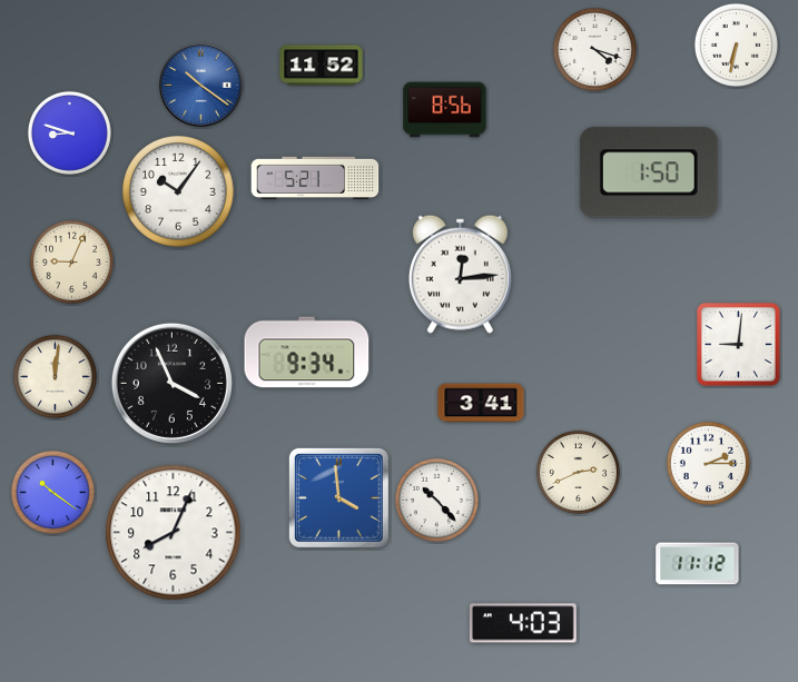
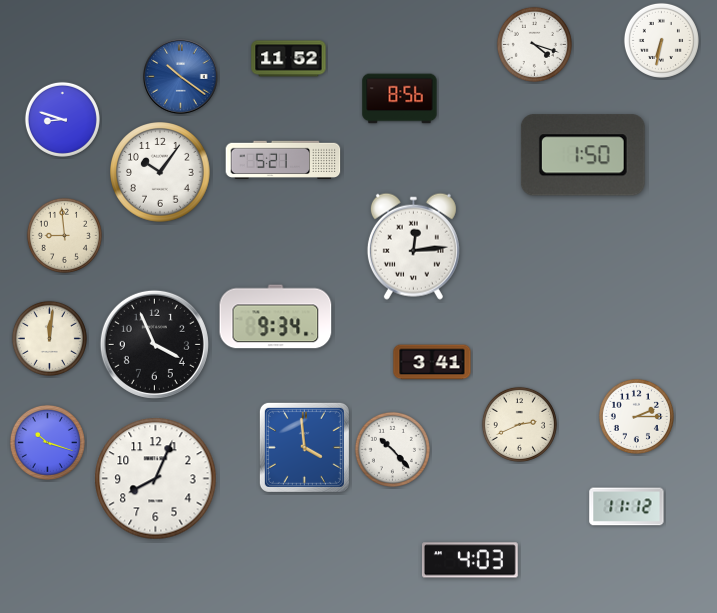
clock at (71, 261): 9:04 -> 8:59
clock at (739, 345): 9:01 -> none
clock at (52, 492): 10:21 -> 10:18
